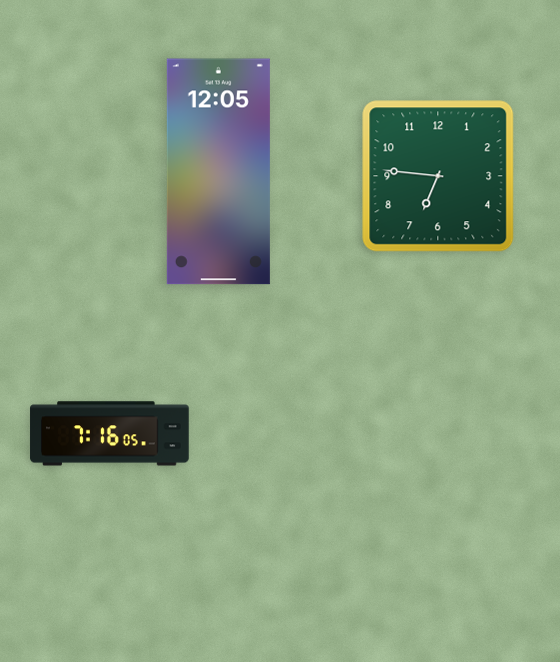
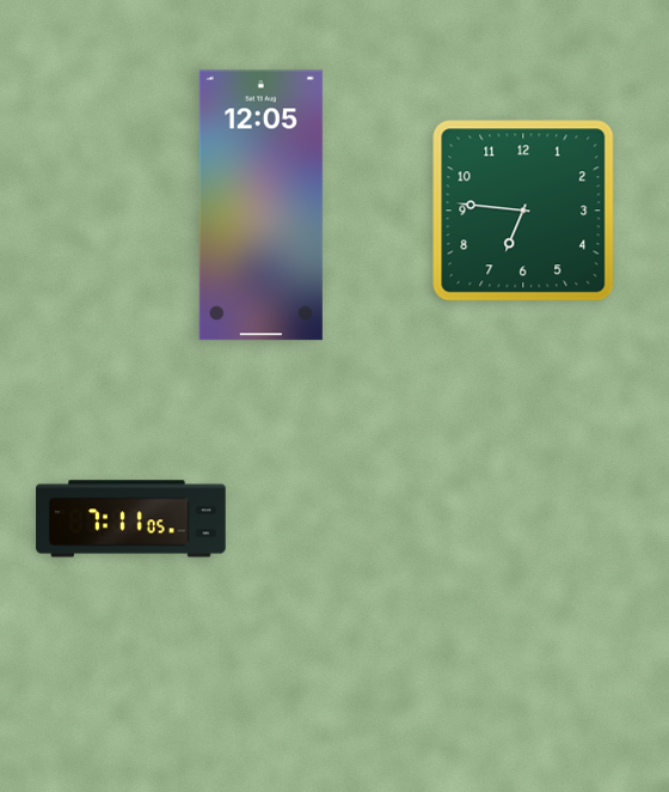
clock at (110, 434): 7:16 -> 7:11
